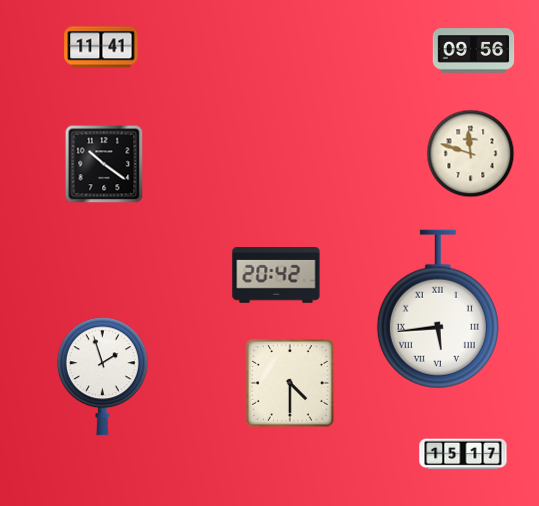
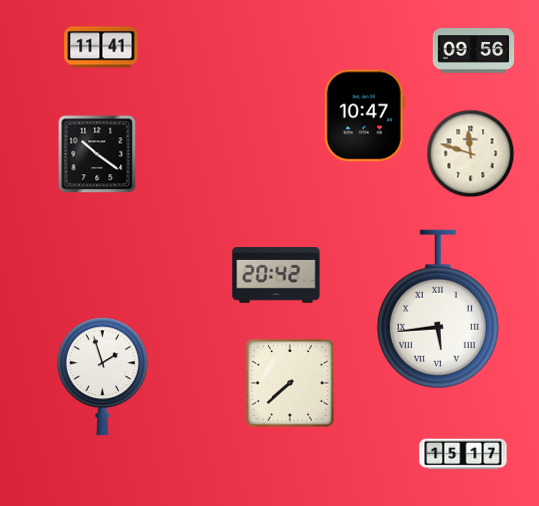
clock at (364, 116): none -> 10:47
clock at (104, 164) position: (104, 164) -> (97, 154)
clock at (290, 383): 4:30 -> 7:38
